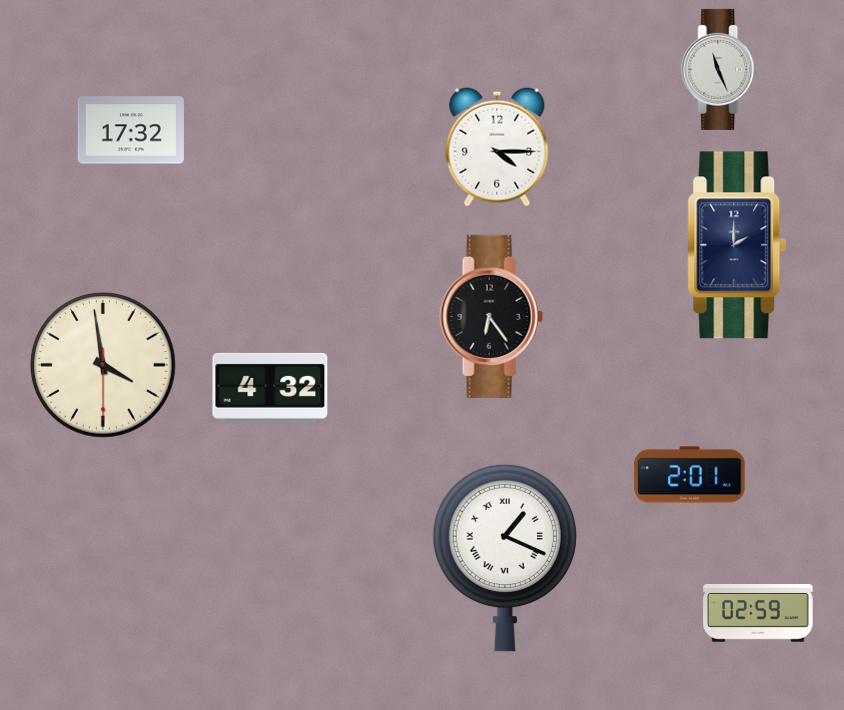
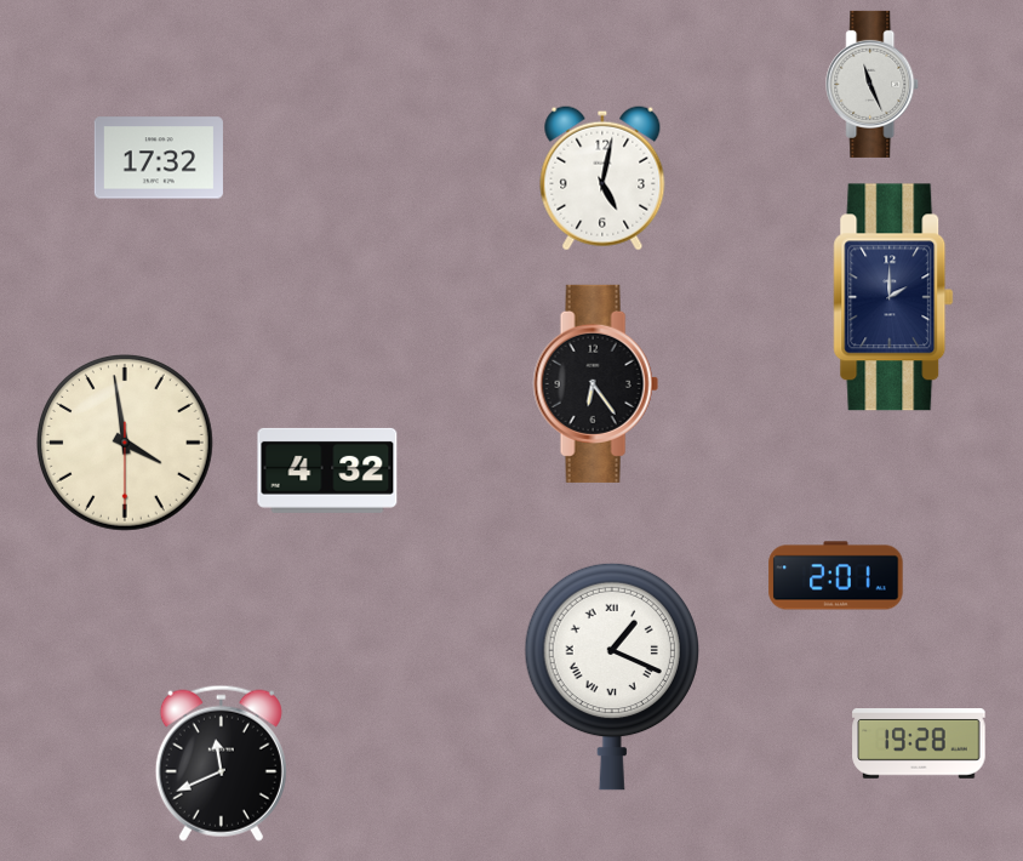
clock at (497, 147): 4:15 -> 5:02
clock at (758, 614): 02:59 -> 19:28
clock at (221, 763): none -> 11:41
